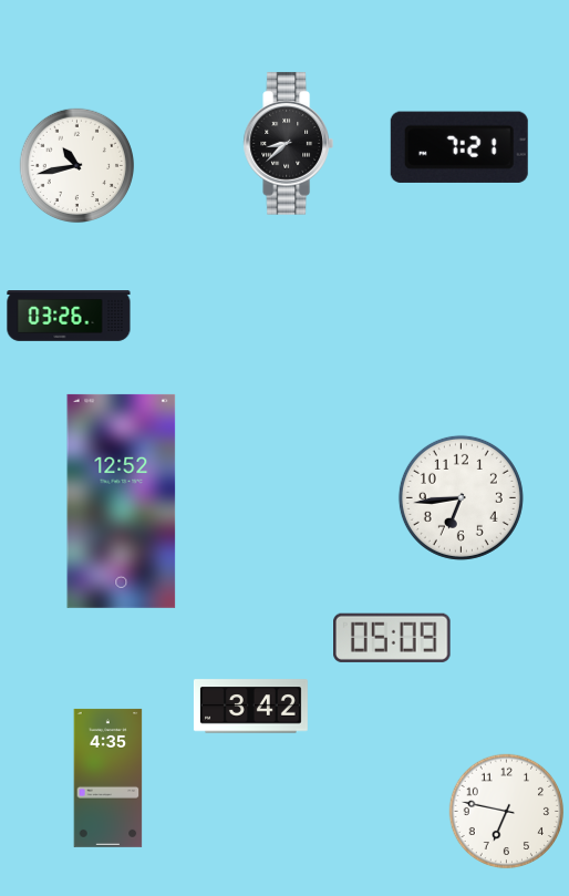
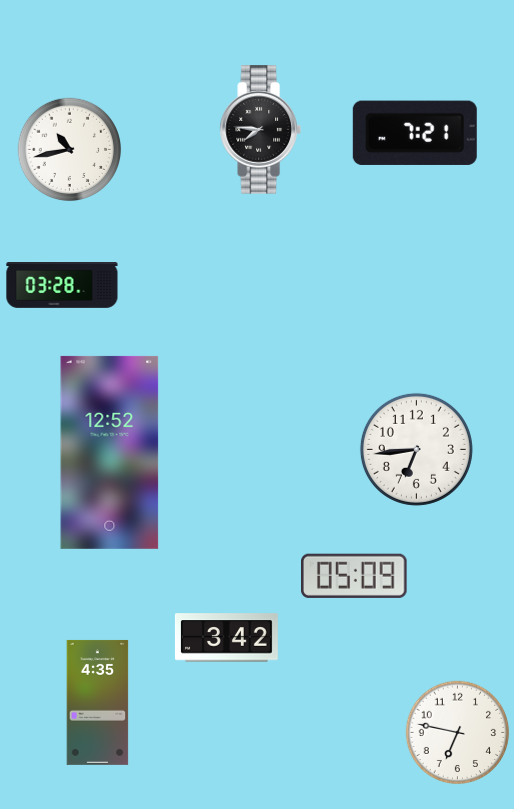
clock at (288, 144): 8:38 -> 7:46
clock at (69, 317): 03:26 -> 03:28
